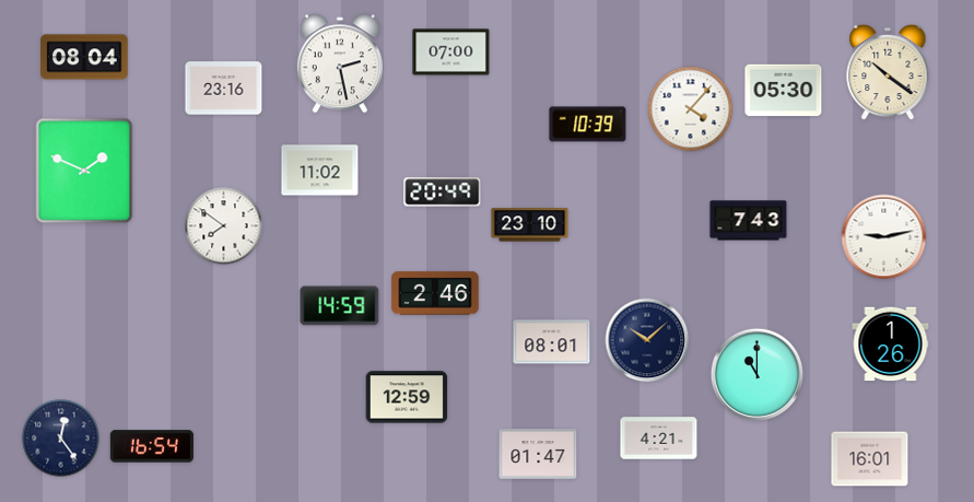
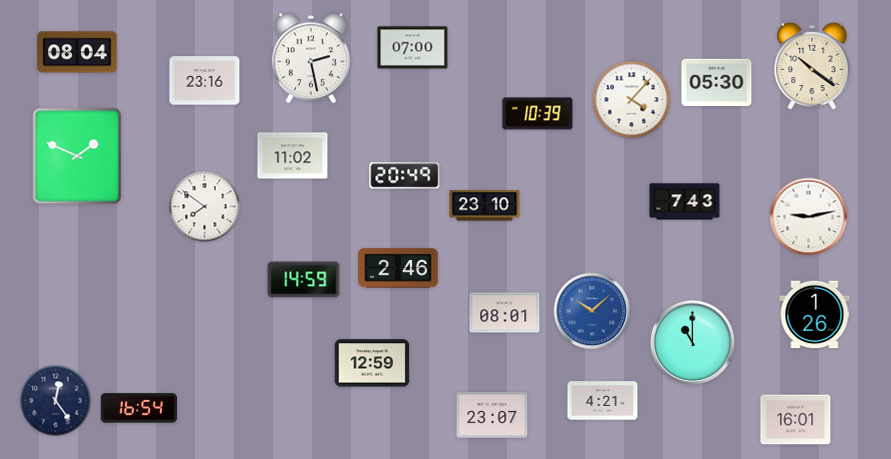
clock at (340, 306) position: (340, 306) -> (304, 280)
clock at (647, 340) dial: navy -> blue
clock at (538, 454): 01:47 -> 23:07
